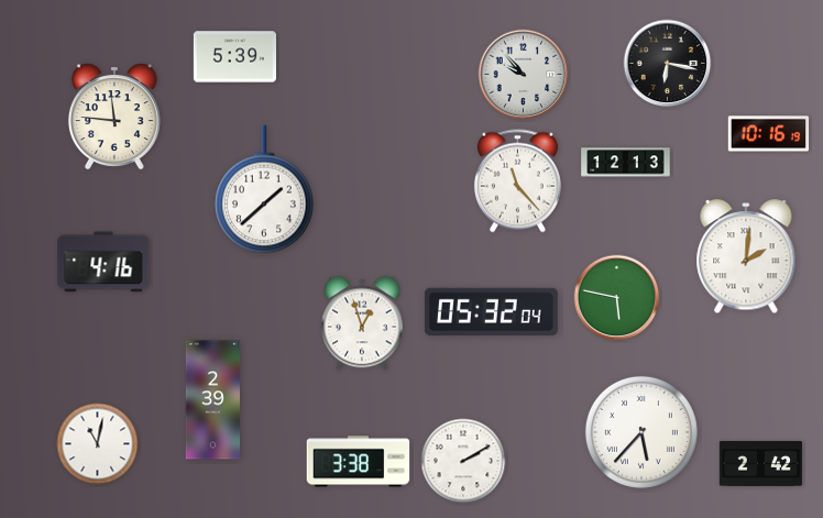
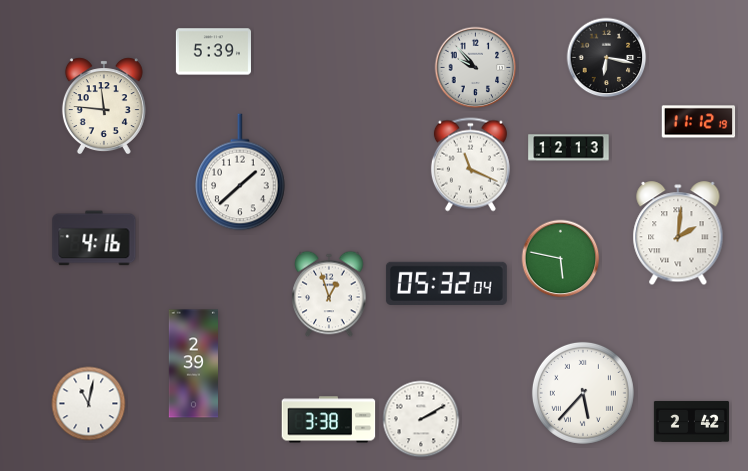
clock at (769, 134): 10:16 -> 11:12
clock at (517, 181): 11:23 -> 11:19
clock at (617, 298) position: (617, 298) -> (561, 259)
clock at (359, 462) position: (359, 462) -> (329, 420)
